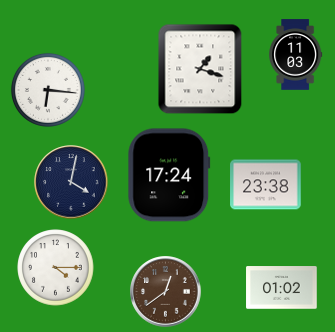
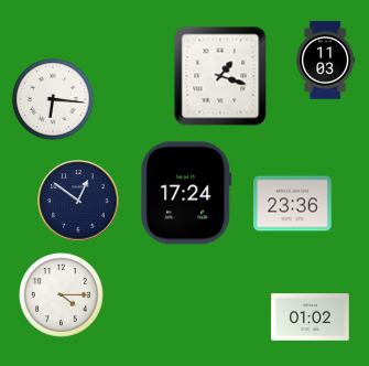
clock at (71, 182): 4:02 -> 12:51
clock at (266, 185): 23:38 -> 23:36
clock at (166, 292): 12:39 -> none
